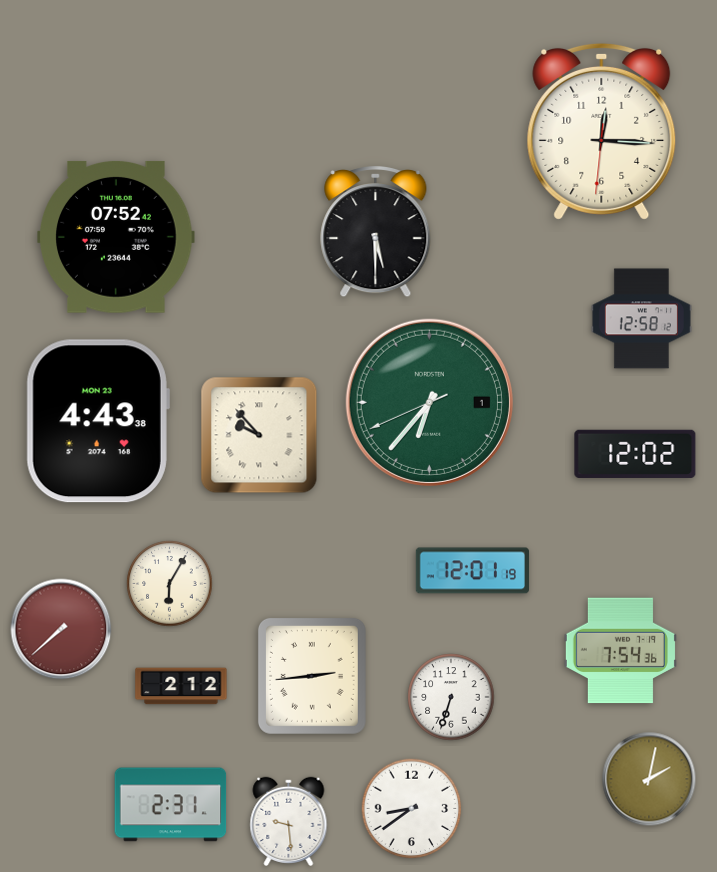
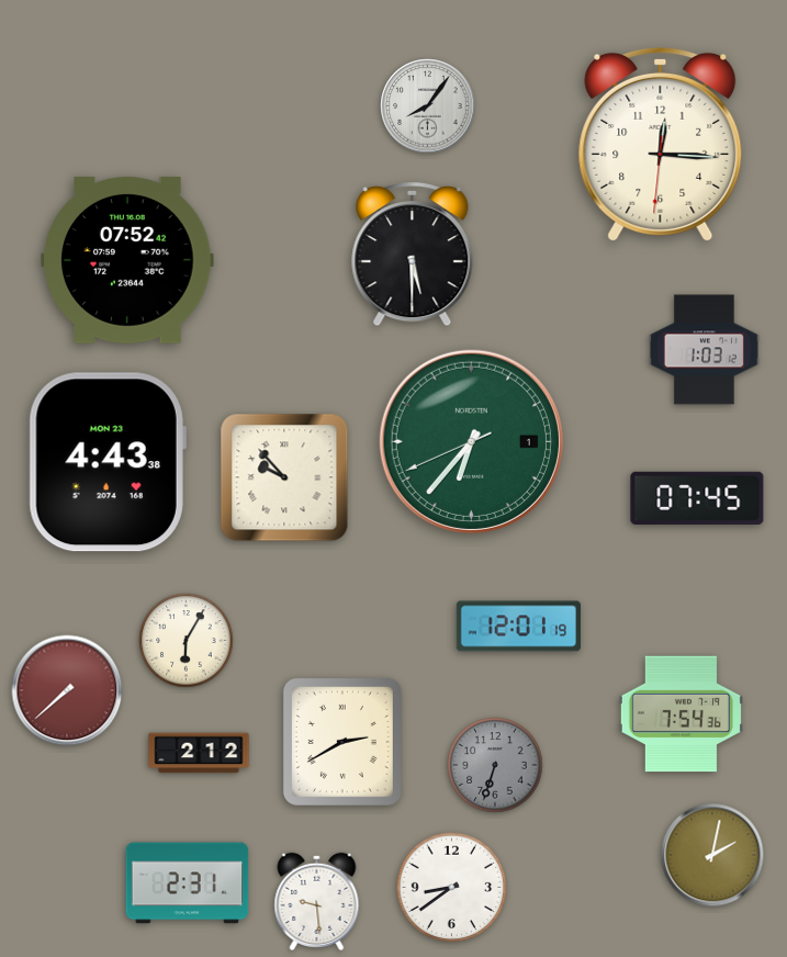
clock at (428, 106): none -> 8:06
clock at (641, 319): 12:58 -> 1:03
clock at (635, 453): 12:02 -> 07:45
clock at (312, 676): 2:44 -> 2:40
clock at (451, 697) dial: white -> grey
